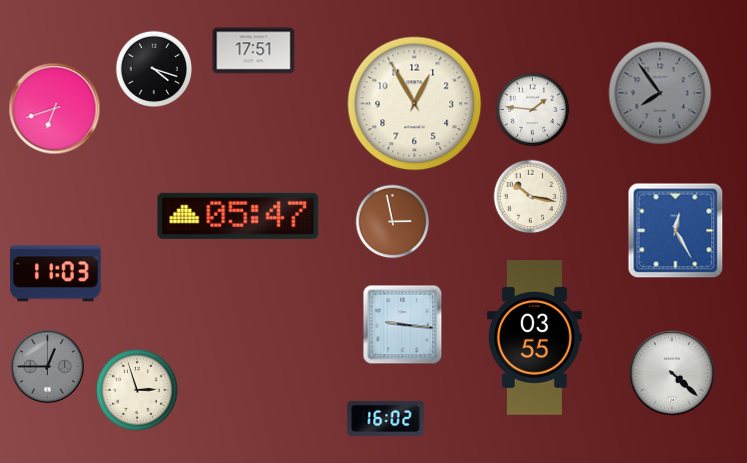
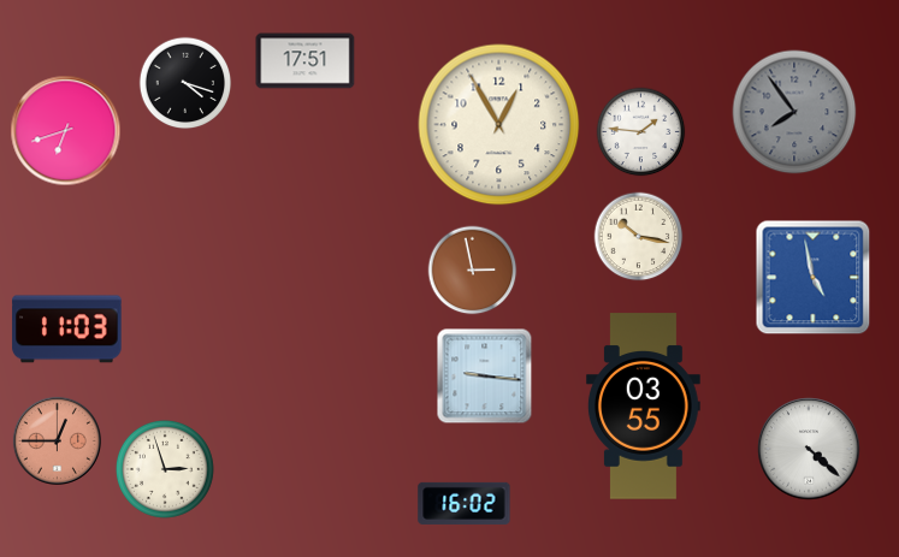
clock at (238, 216): 05:47 -> none
clock at (393, 222) position: (393, 222) -> (473, 271)
clock at (676, 231): 12:25 -> 4:58
clock at (403, 325) position: (403, 325) -> (485, 377)
clock at (47, 366) dial: grey -> salmon
